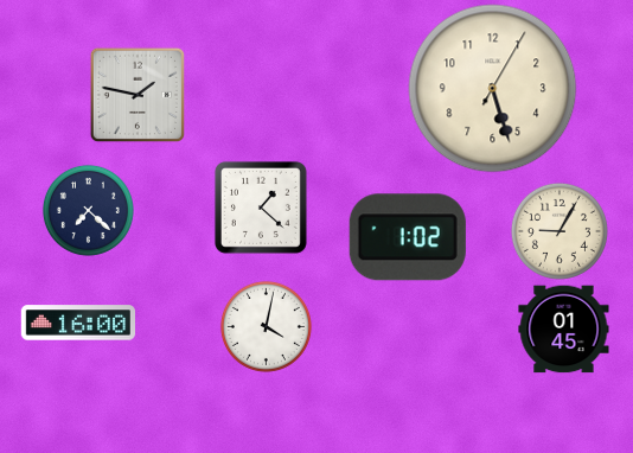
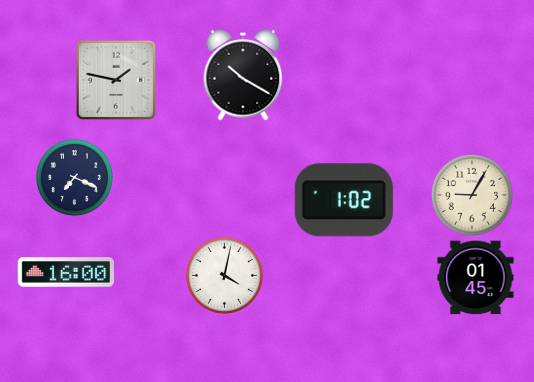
clock at (243, 75): none -> 10:20
clock at (493, 89): 5:27 -> none
clock at (261, 208): 1:22 -> none
clock at (88, 210): 7:22 -> 7:19
